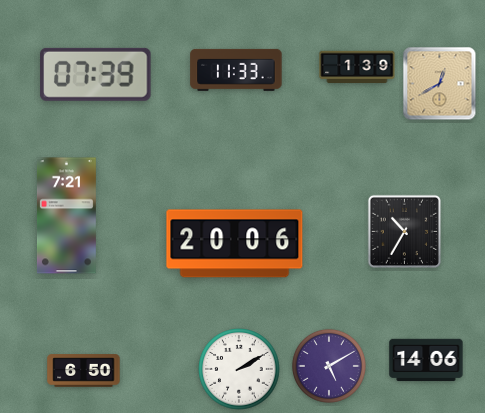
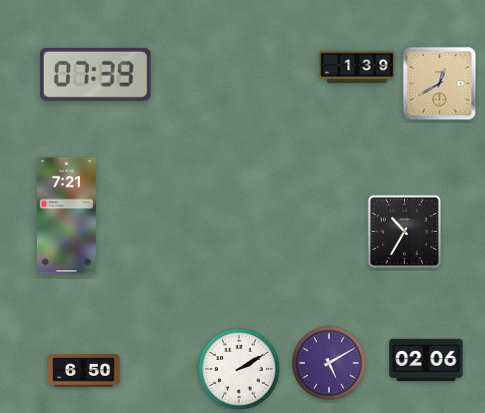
clock at (236, 70): 11:33 -> none
clock at (235, 244): 20:06 -> none
clock at (426, 360): 14:06 -> 02:06
clock at (329, 366) position: (329, 366) -> (329, 363)
